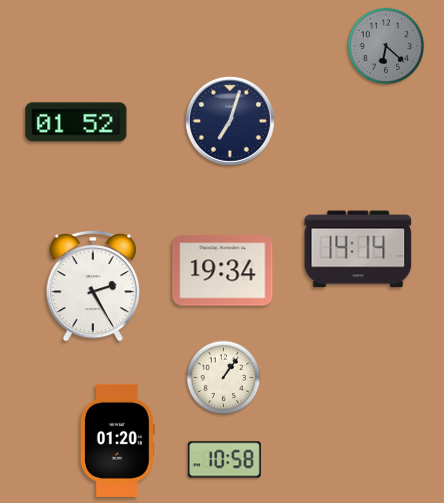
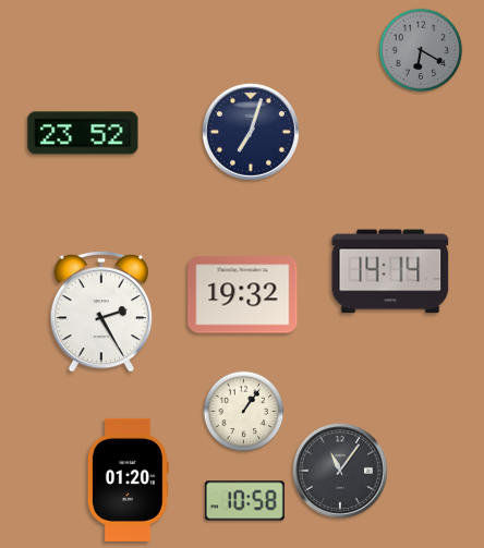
clock at (386, 46): 6:22 -> 6:20
clock at (76, 122): 01:52 -> 23:52
clock at (223, 271): 19:34 -> 19:32
clock at (340, 471): none -> 11:06
